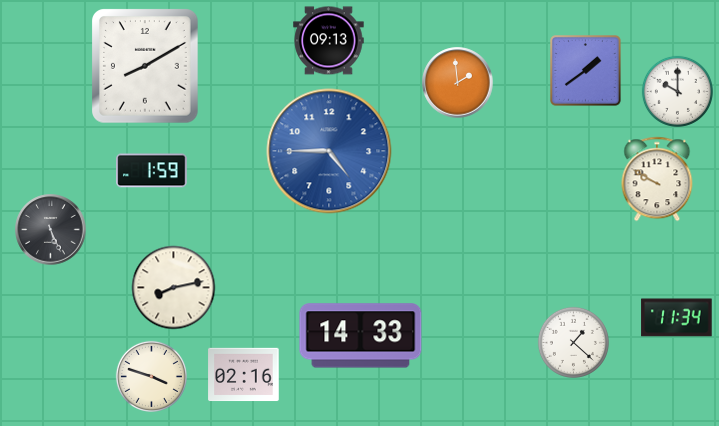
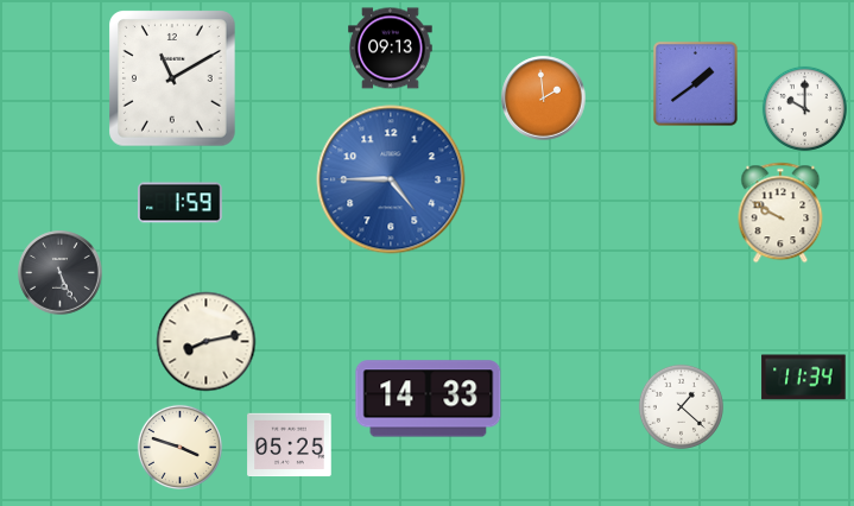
clock at (145, 66): 8:10 -> 11:10
clock at (244, 375): 02:16 -> 05:25
